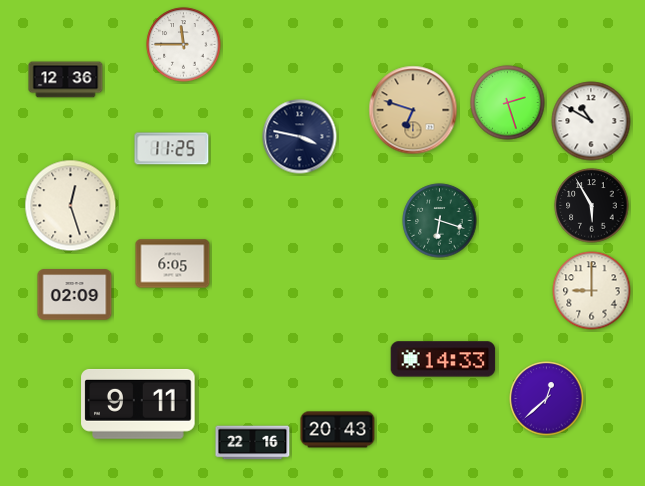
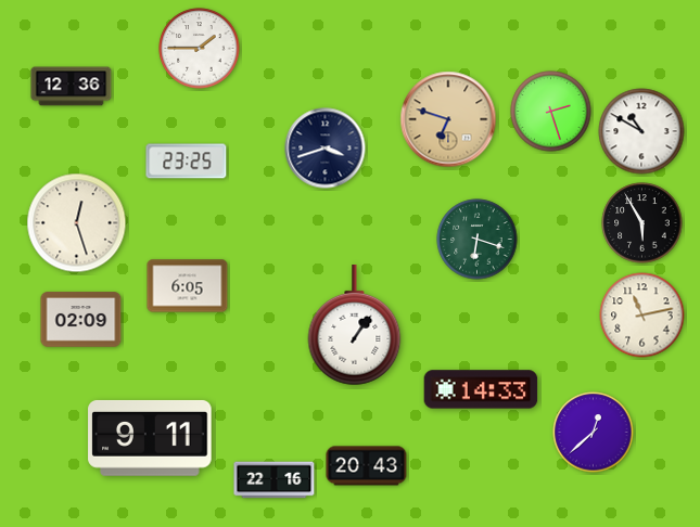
clock at (184, 45): 11:45 -> 1:45
clock at (300, 137): 3:47 -> 3:42
clock at (172, 149): 11:25 -> 23:25
clock at (592, 291): 9:00 -> 11:13
clock at (355, 325): none -> 1:06
